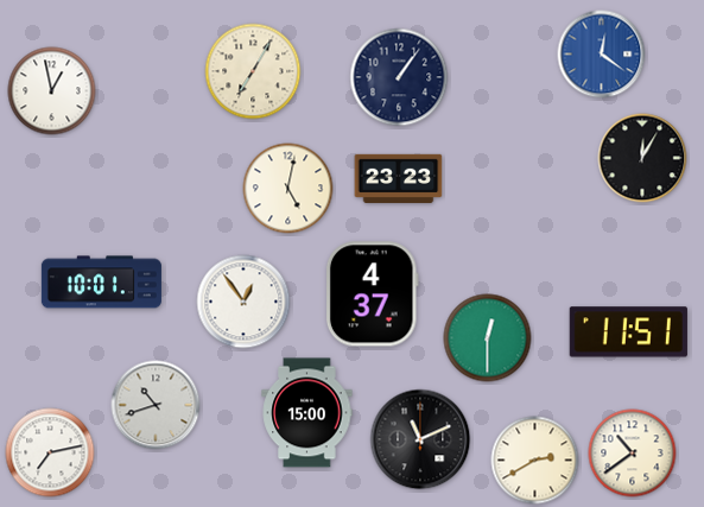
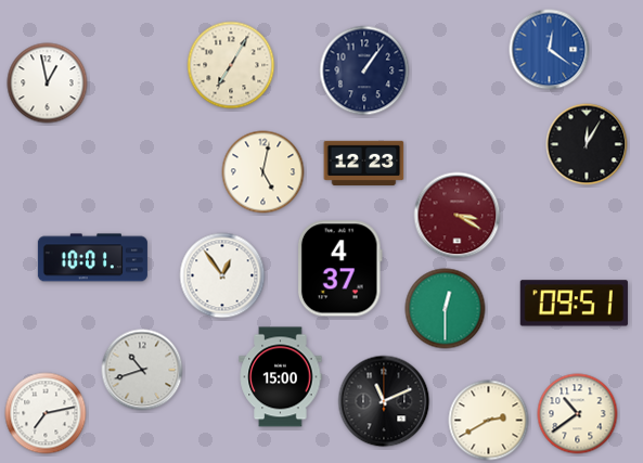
clock at (399, 178): 23:23 -> 12:23
clock at (458, 216): none -> 3:20
clock at (628, 332): 11:51 -> 09:51
